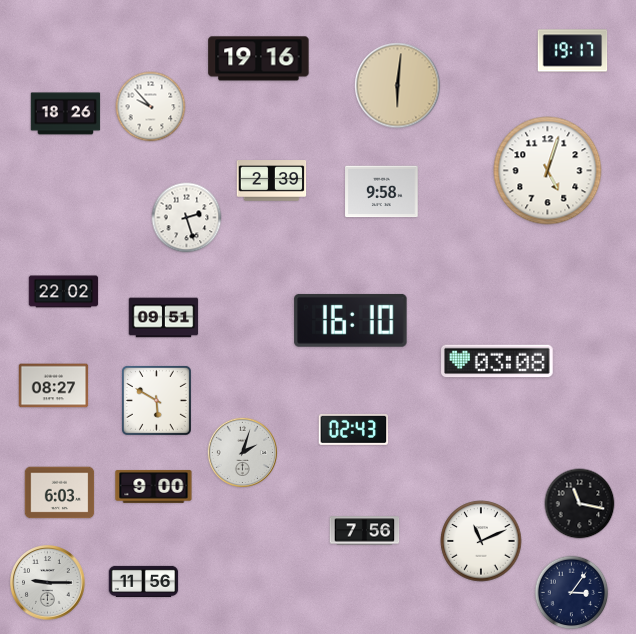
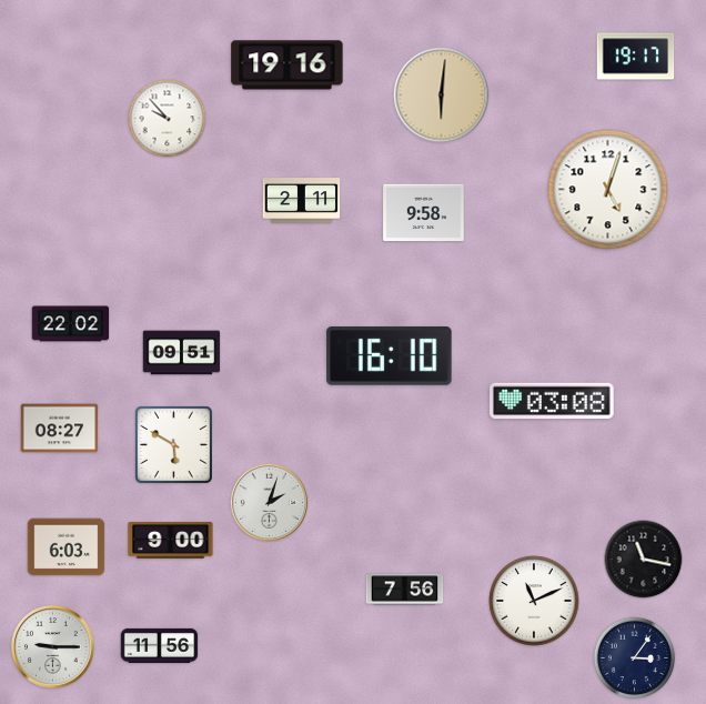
clock at (66, 114): 18:26 -> none
clock at (272, 181): 2:39 -> 2:11
clock at (187, 218): 2:27 -> none
clock at (354, 429): 02:43 -> none
